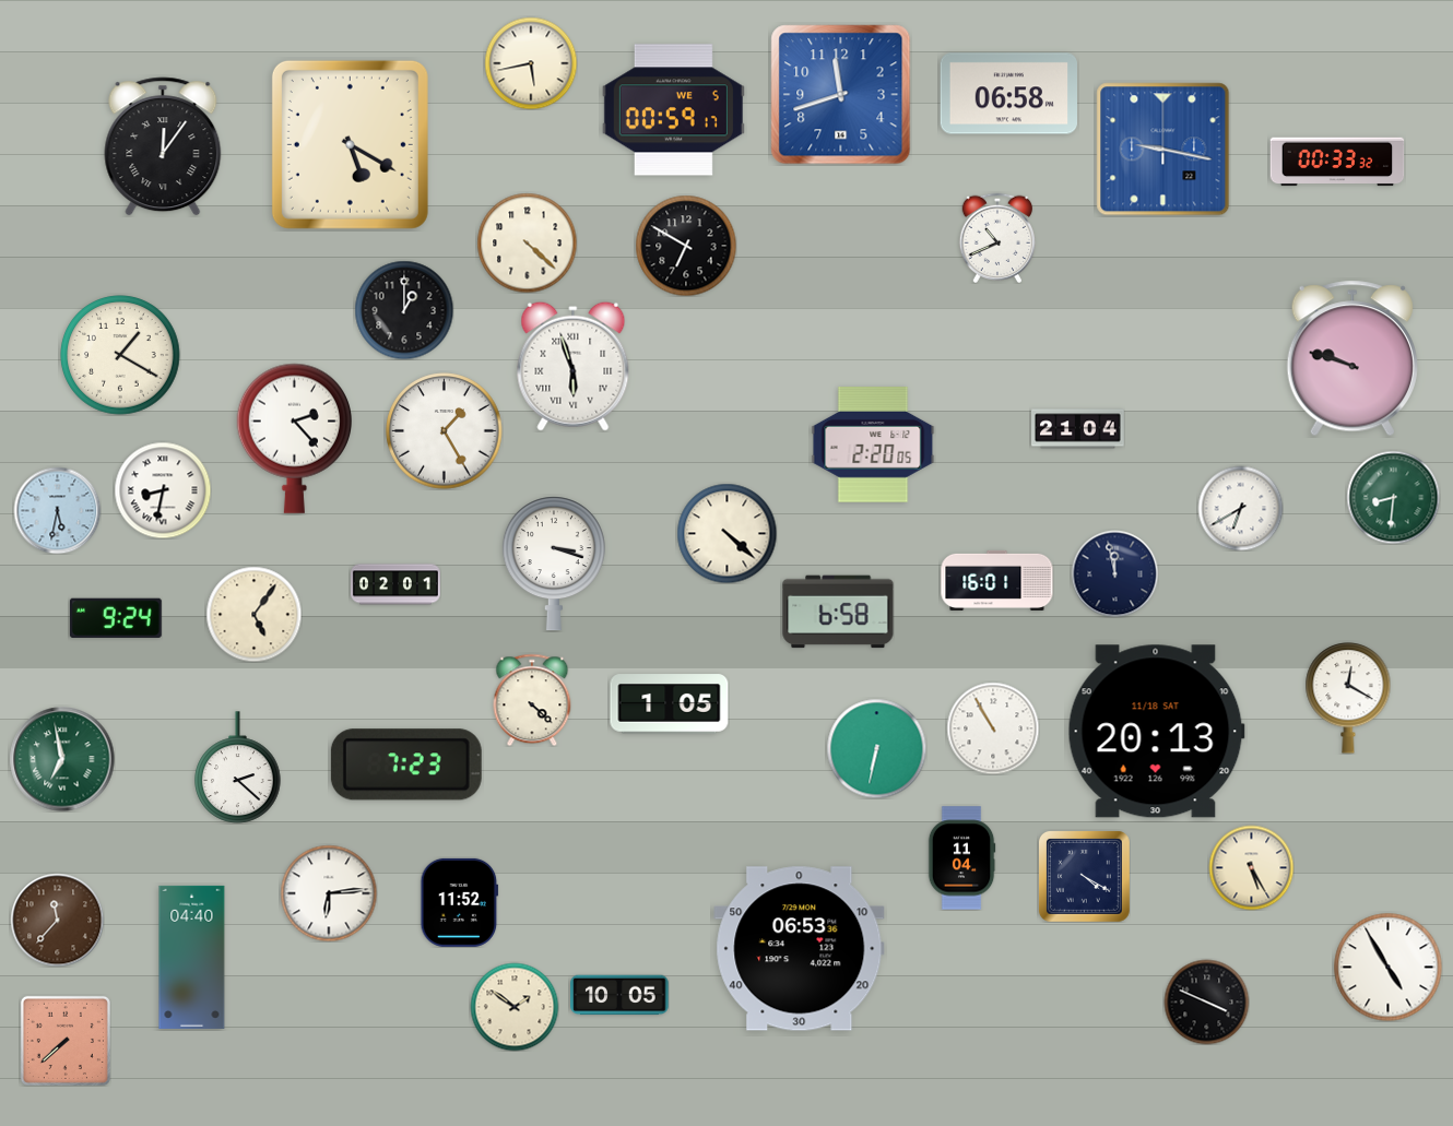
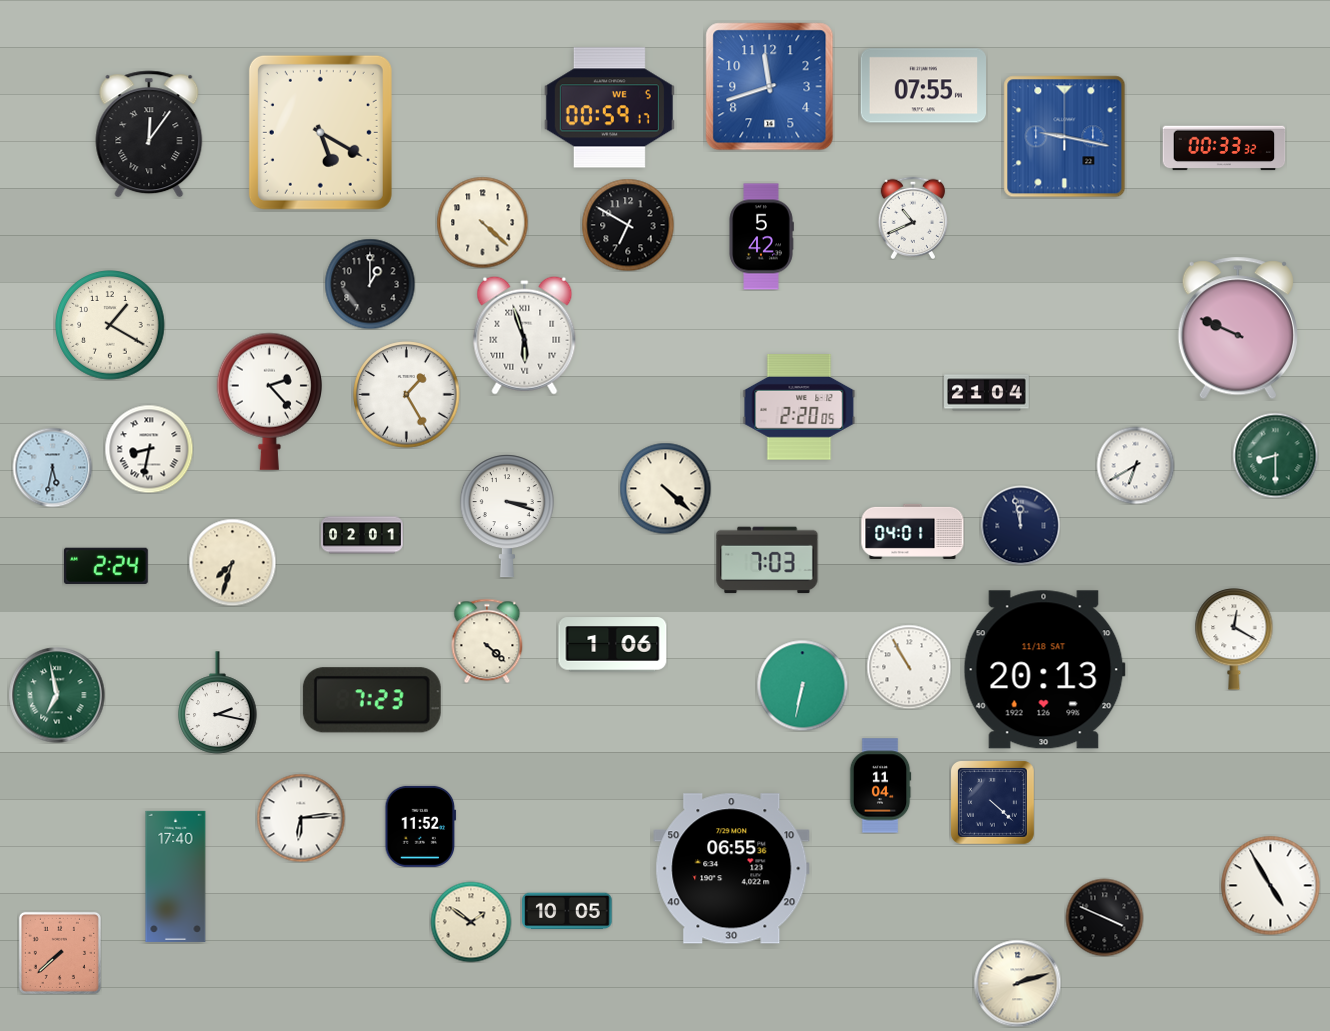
clock at (531, 63): 5:43 -> none
clock at (1008, 94): 06:58 -> 07:55
clock at (673, 110) position: (673, 110) -> (609, 108)
clock at (761, 237): none -> 5:42
clock at (1352, 358): 9:48 -> 9:49
clock at (1393, 497): 8:31 -> 8:30
clock at (997, 580): 16:01 -> 04:01
clock at (838, 612): 6:58 -> 7:03
clock at (253, 614): 5:06 -> 7:33
clock at (116, 618): 9:24 -> 2:24
clock at (670, 704): 1:05 -> 1:06
clock at (1156, 732) position: (1156, 732) -> (1044, 670)
clock at (238, 768): 2:22 -> 2:17
clock at (1251, 867): 5:25 -> none
clock at (1084, 876): 4:20 -> 4:22
clock at (57, 920): 11:37 -> none
clock at (800, 949): 06:53 -> 06:55
clock at (192, 957): 04:40 -> 17:40
clock at (1017, 983): none -> 2:12
